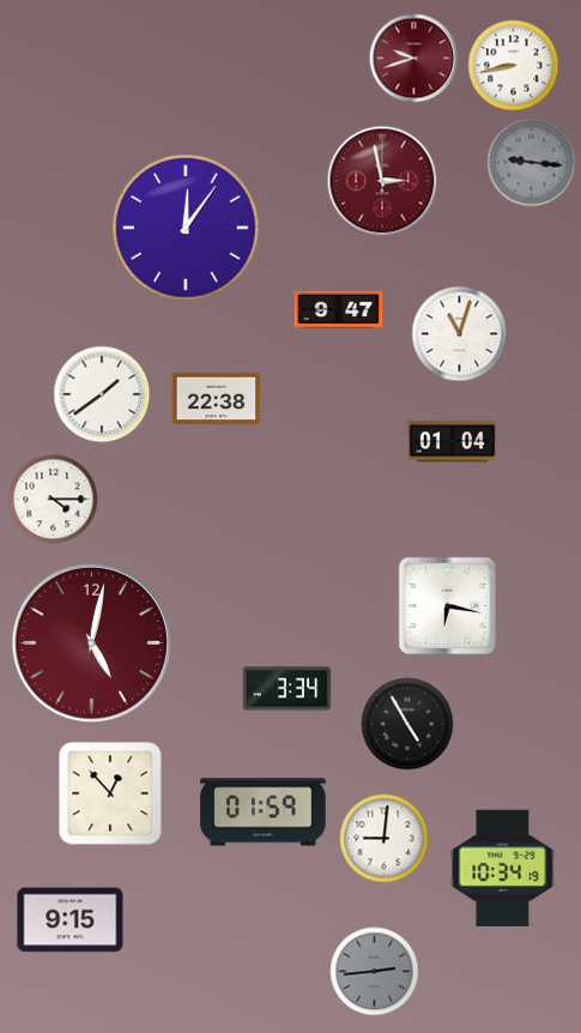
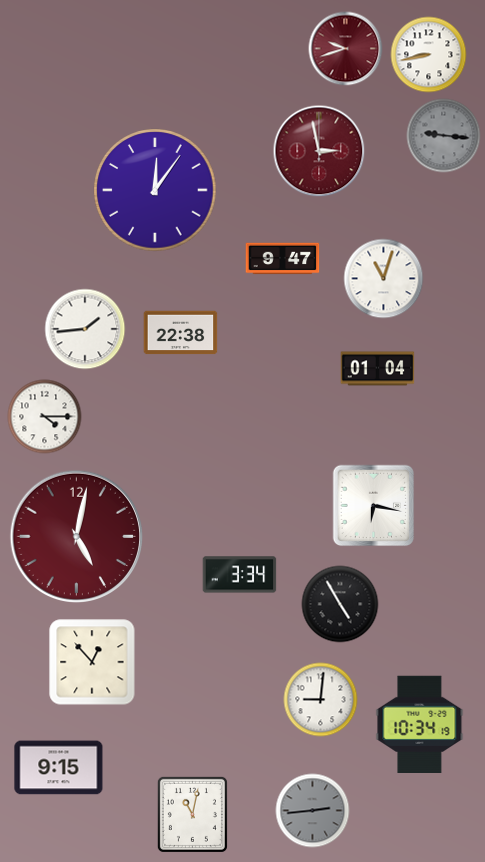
clock at (102, 394): 1:39 -> 1:44
clock at (264, 812): 01:59 -> none
clock at (192, 814): none -> 11:02
